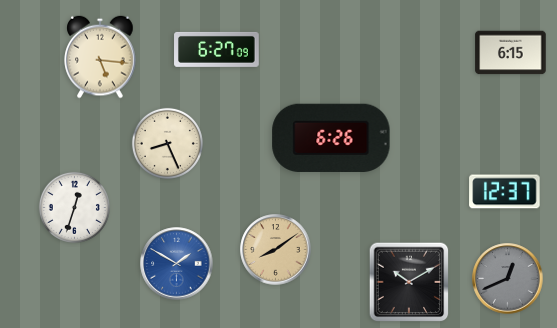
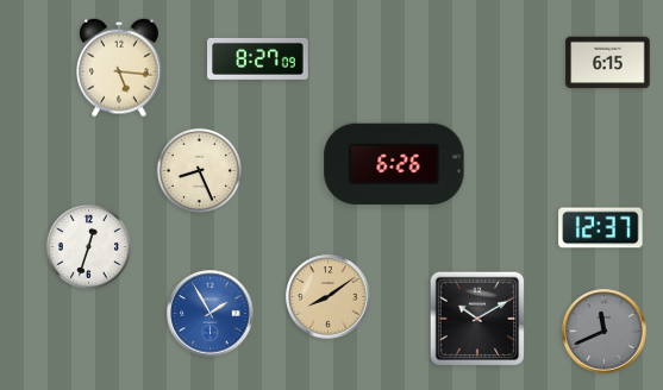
clock at (217, 49): 6:27 -> 8:27
clock at (177, 264): 1:50 -> 1:55
clock at (508, 279): 12:41 -> 11:41
clock at (409, 282) position: (409, 282) -> (477, 319)
